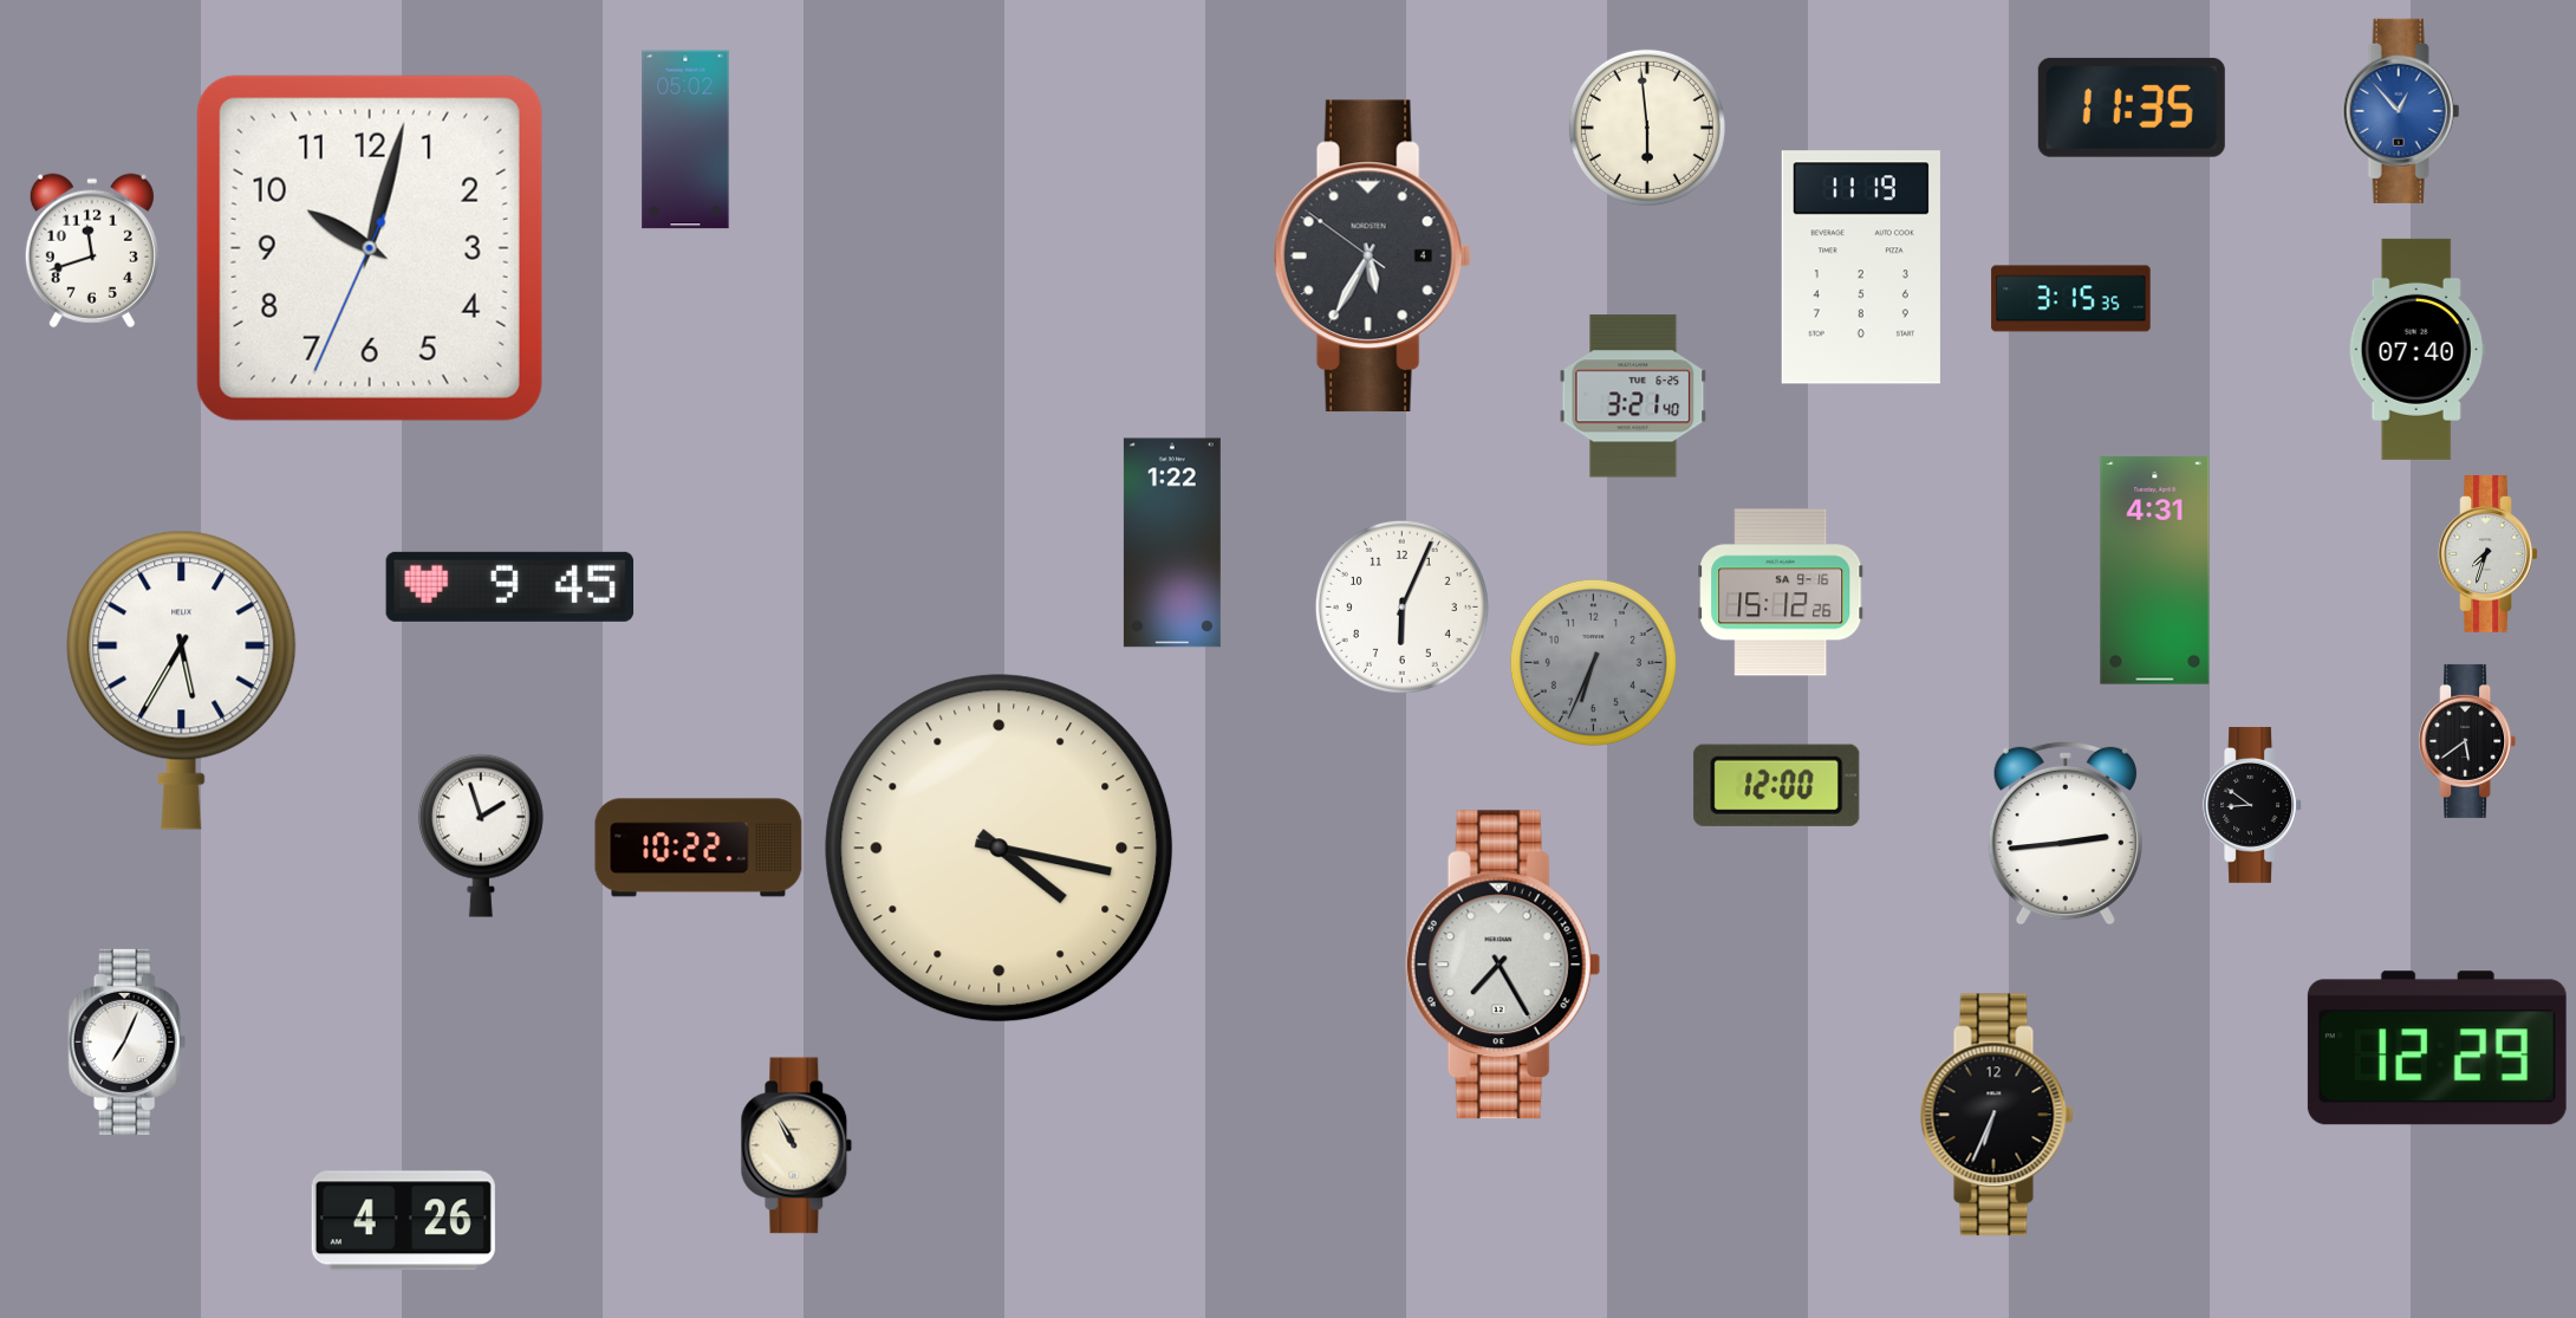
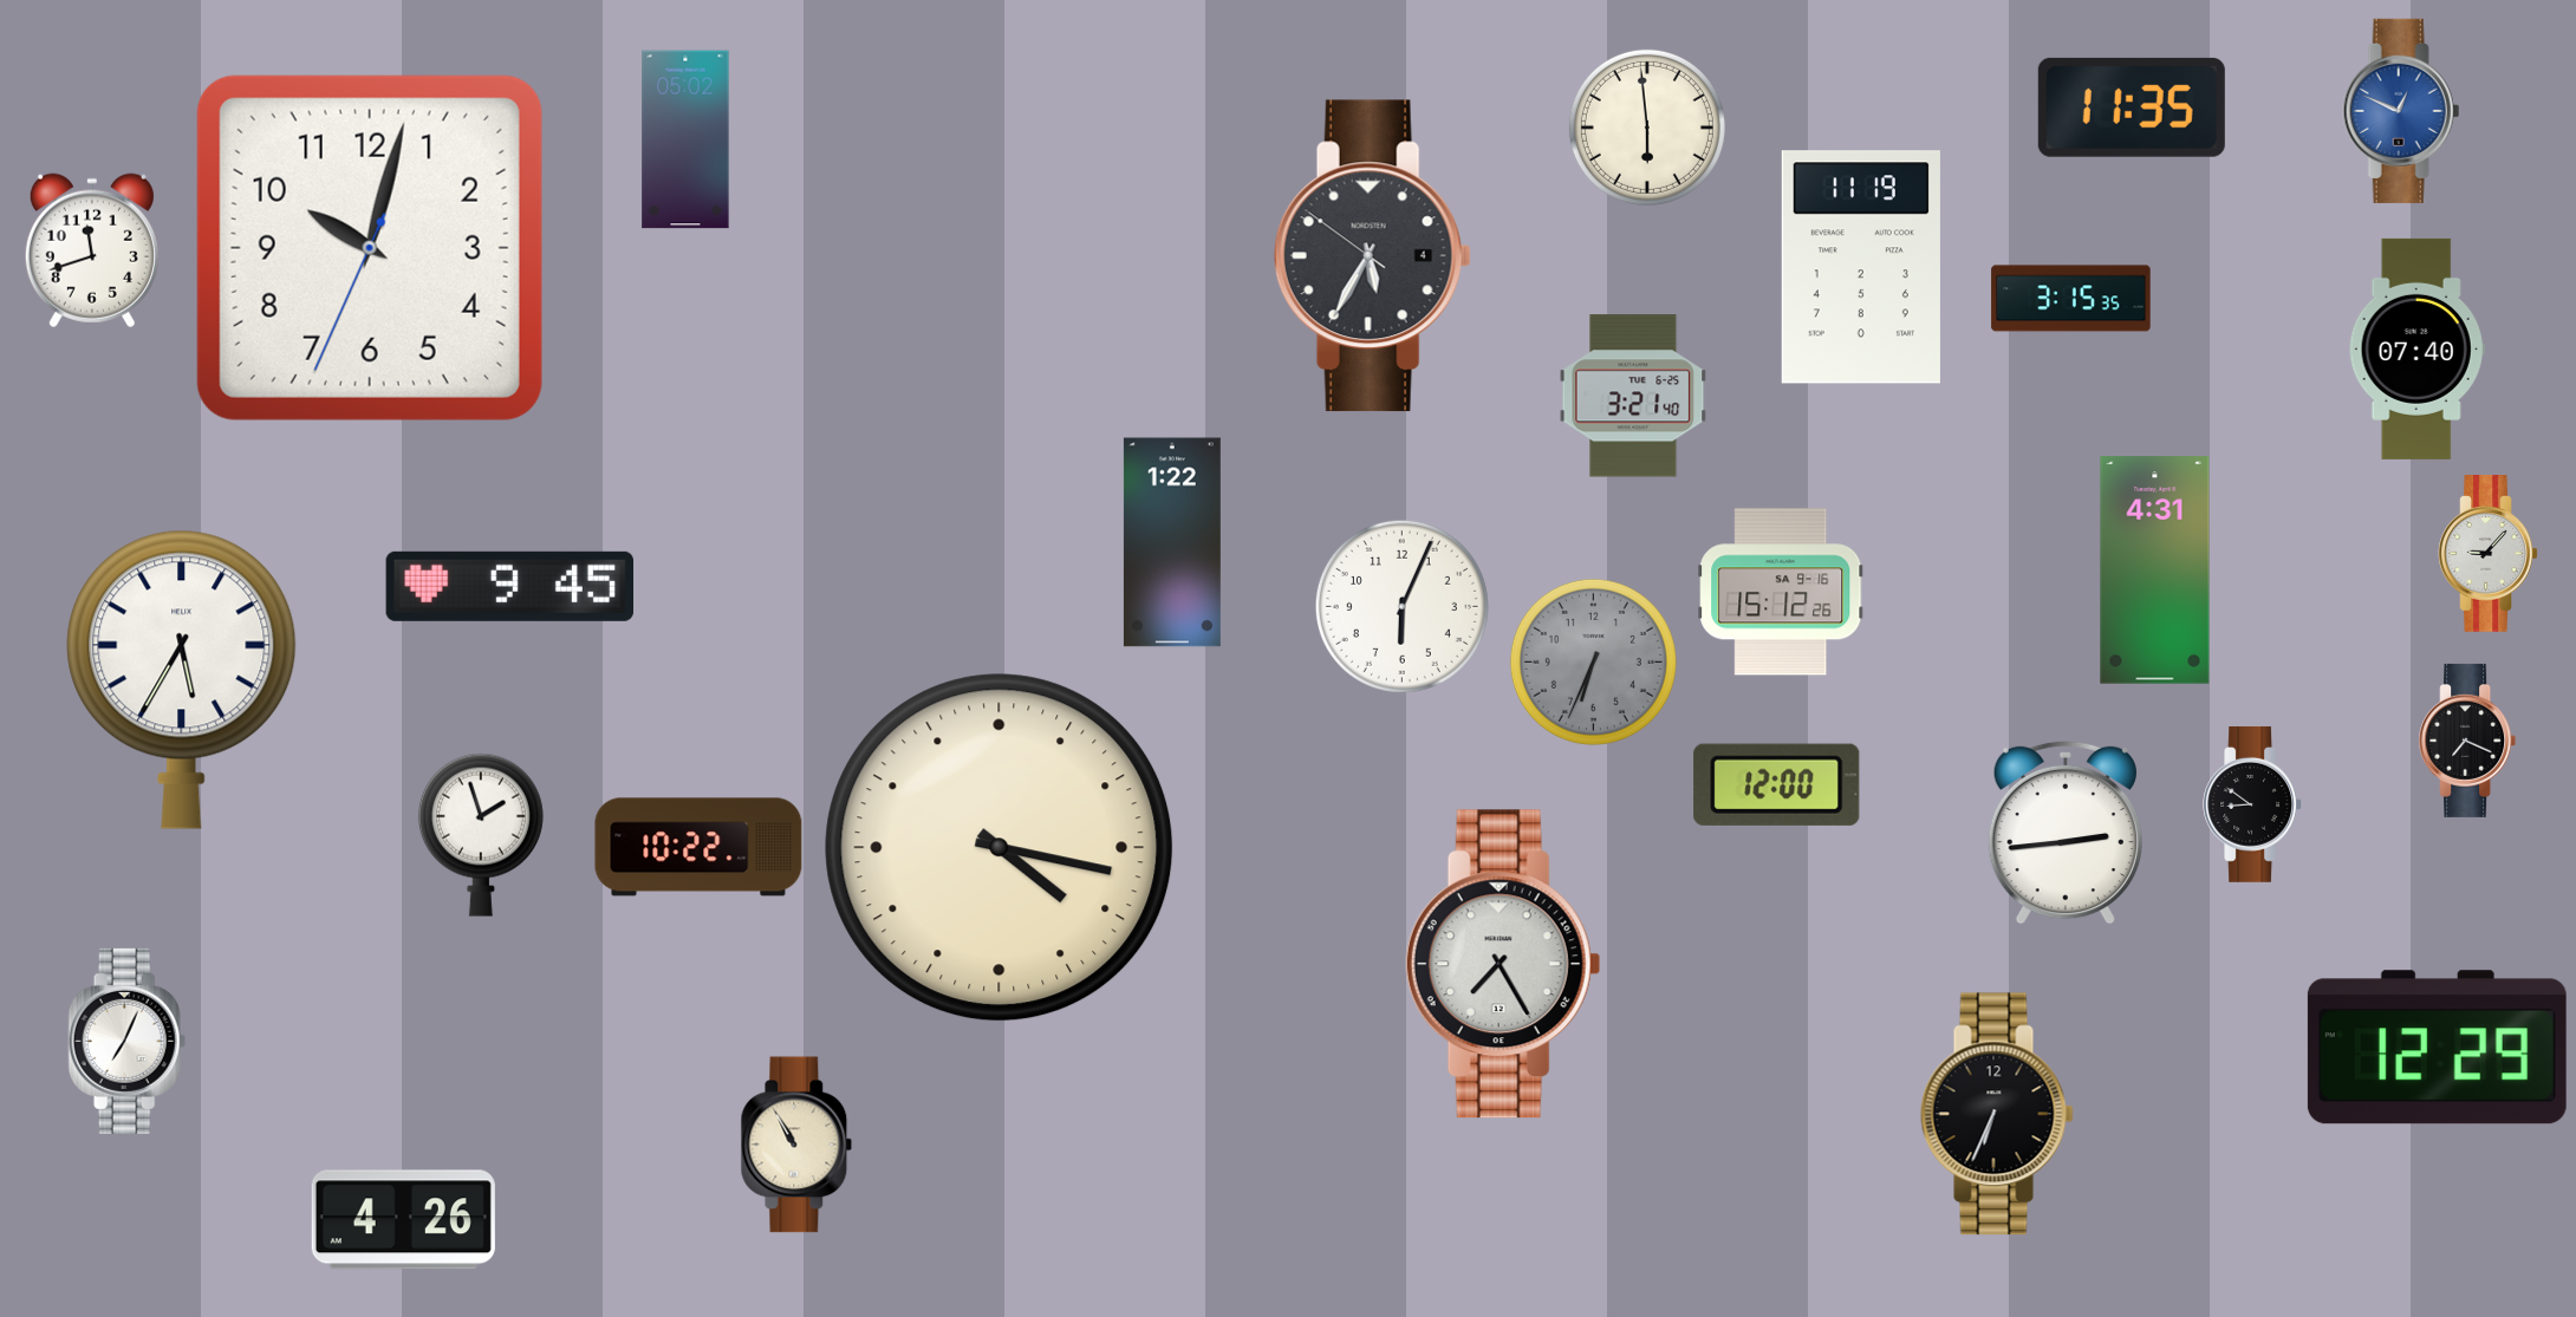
clock at (2401, 111): 12:53 -> 12:49
clock at (2489, 554): 7:33 -> 9:07
clock at (2467, 741): 5:39 -> 7:19
